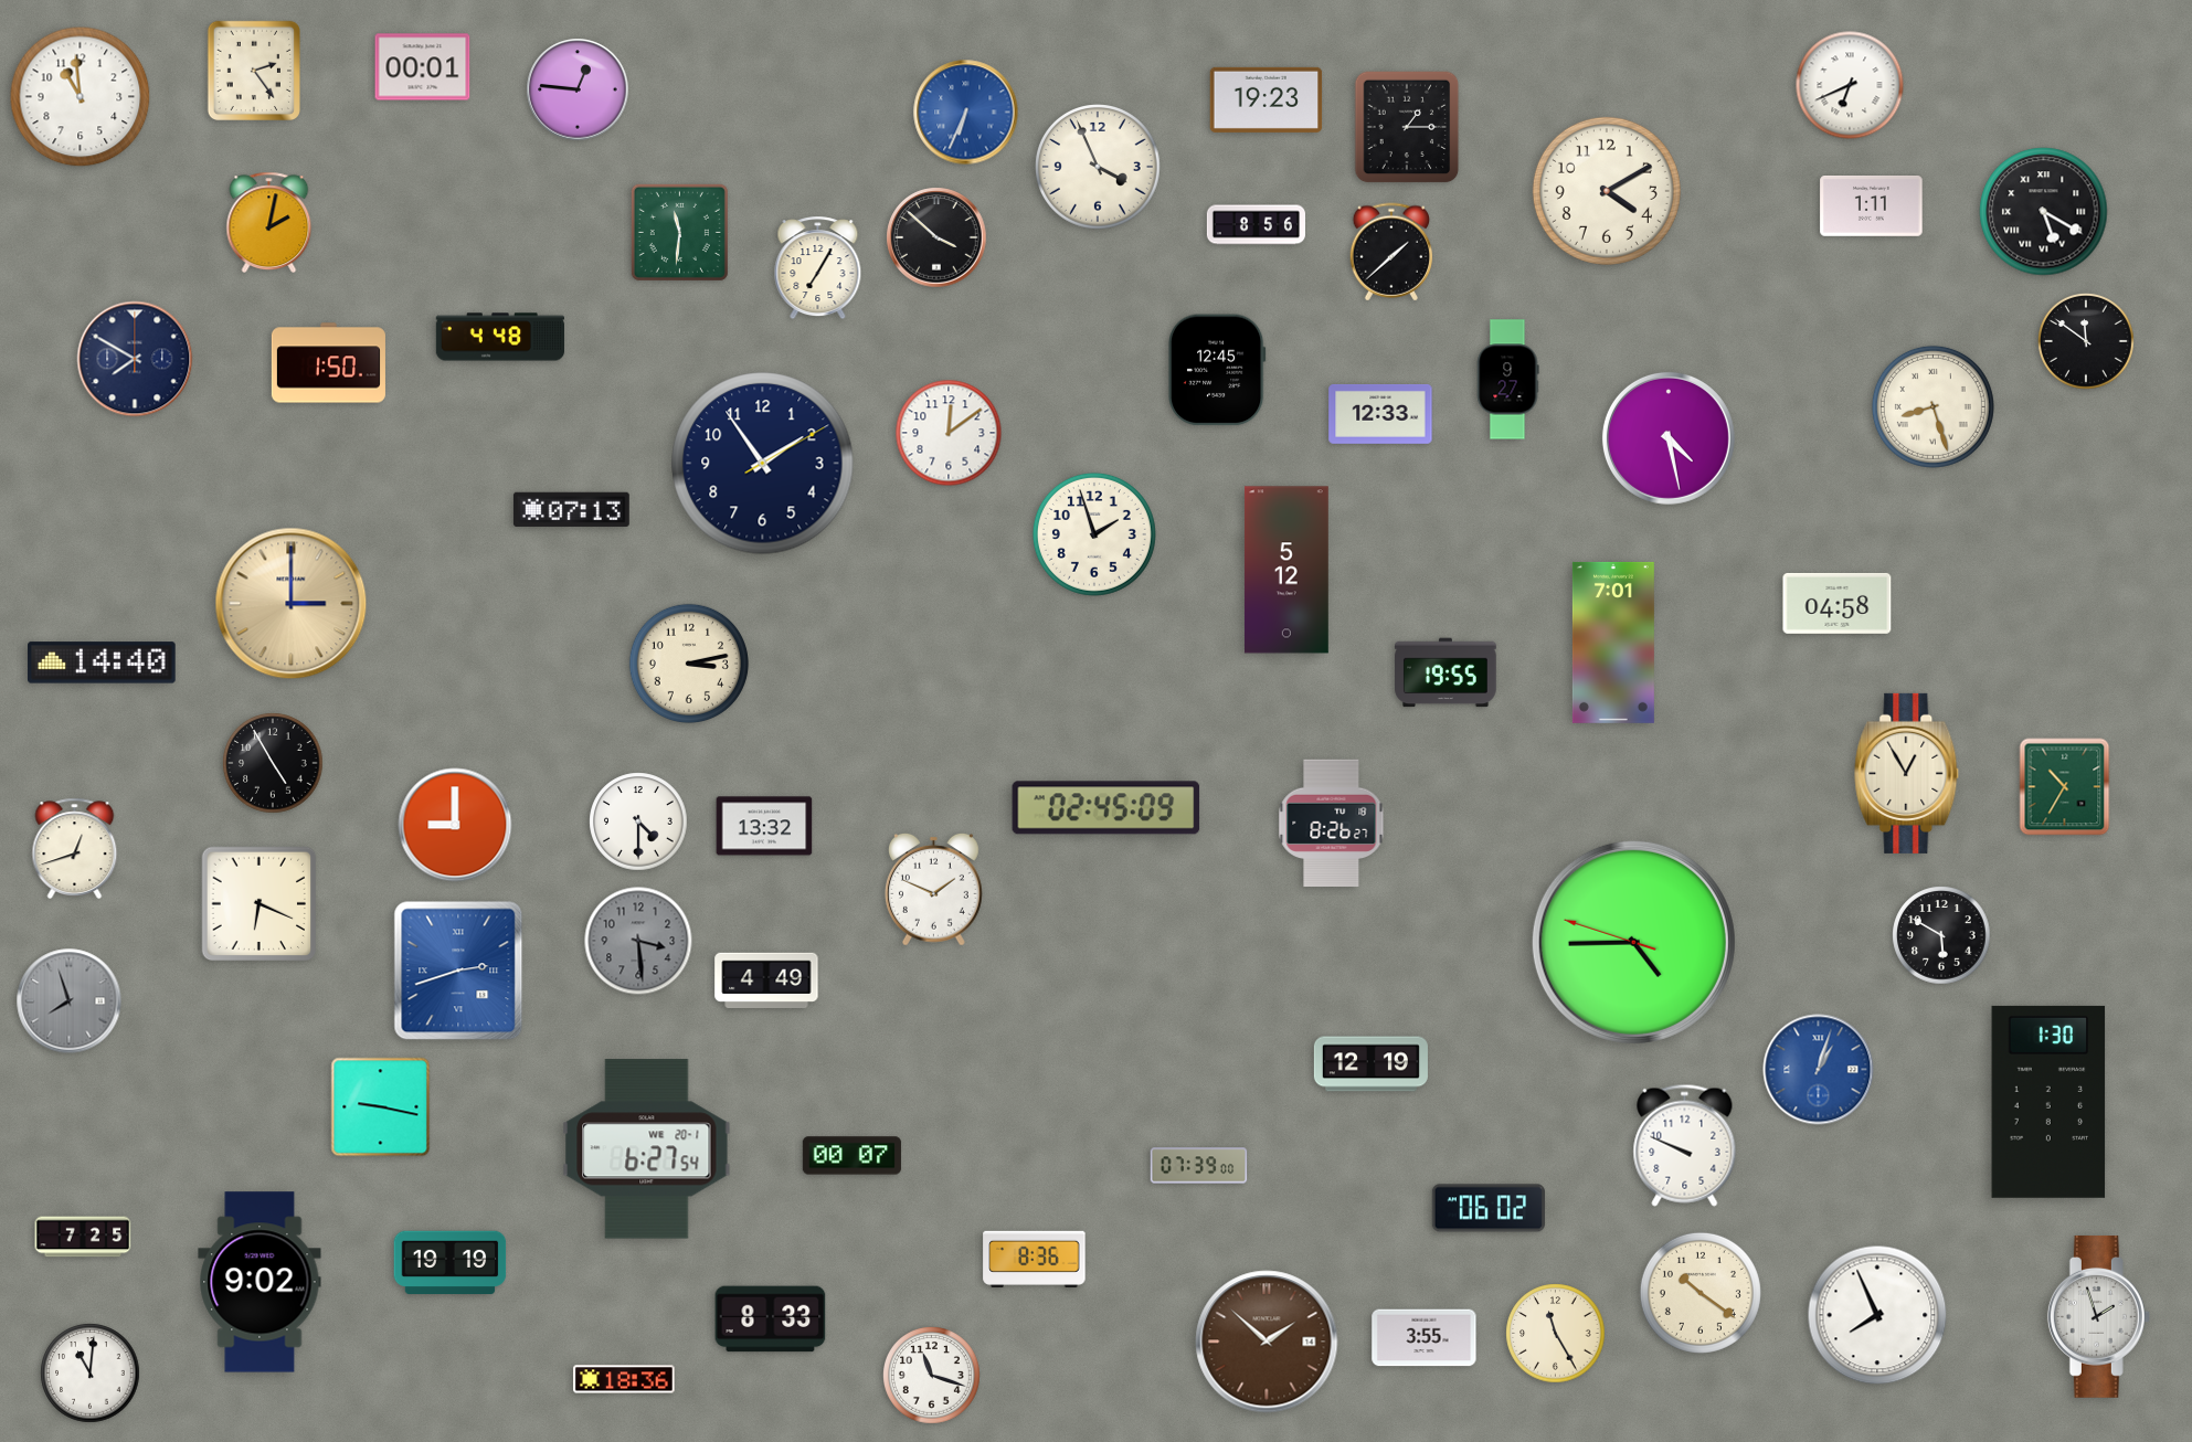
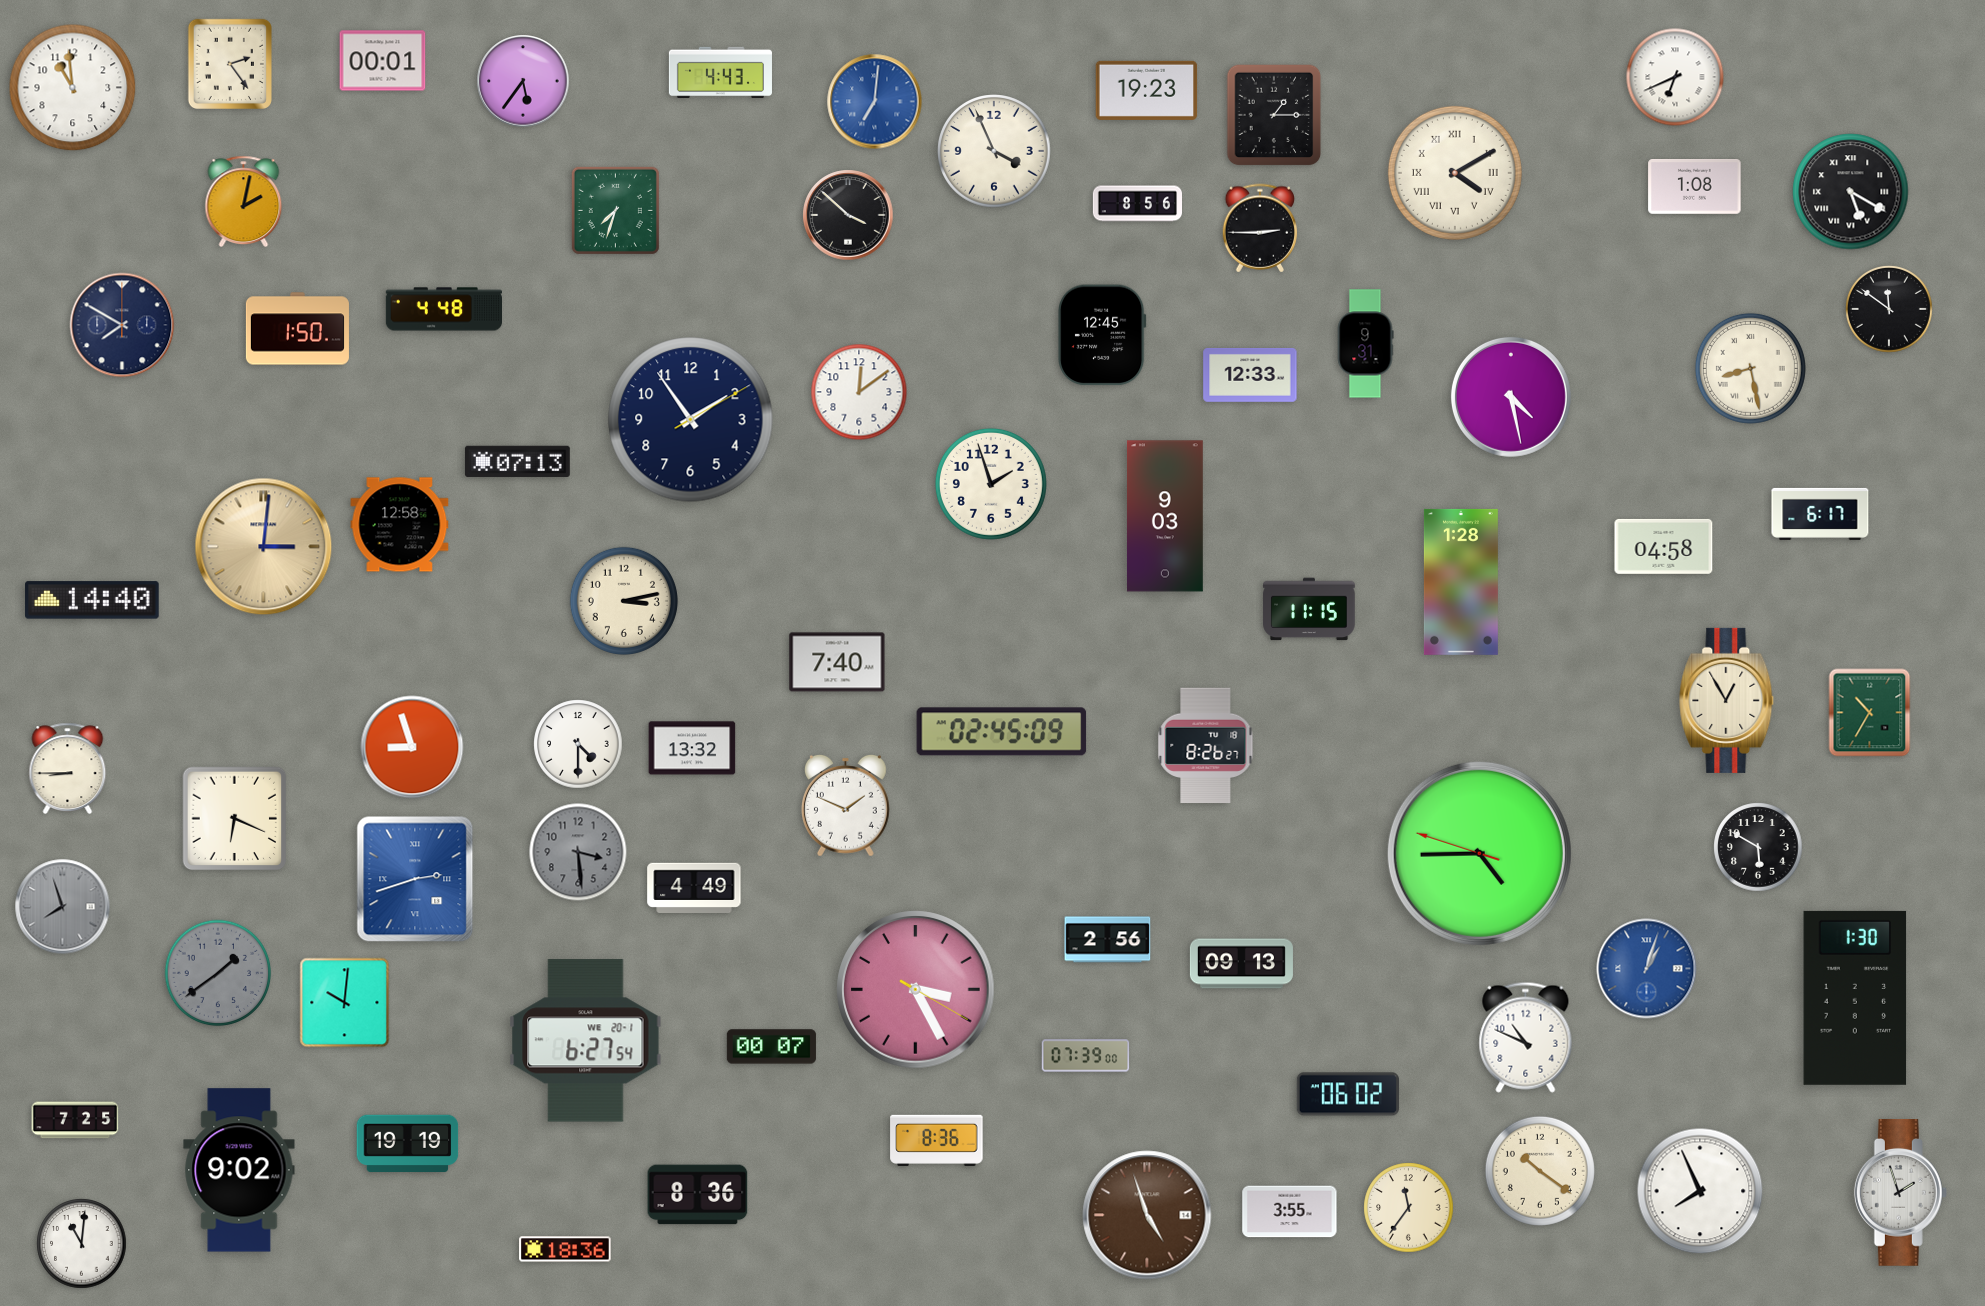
clock at (720, 73): none -> 4:43
clock at (578, 89): 12:46 -> 5:36
clock at (966, 113): 6:34 -> 7:01
clock at (1607, 191) numerals: Arabic -> Roman
clock at (1872, 206): 1:11 -> 1:08
clock at (679, 232): 11:31 -> 7:33
clock at (1391, 252): 1:38 -> 2:45
clock at (818, 268): 7:05 -> none
clock at (499, 337) position: (499, 337) -> (443, 309)
clock at (1507, 380): 9:27 -> 9:31
clock at (1932, 406): 8:27 -> 8:28
clock at (1820, 514): none -> 6:17
clock at (1286, 570): 5:12 -> 9:03
clock at (400, 525): none -> 12:58
clock at (292, 604): 3:00 -> 3:01
clock at (1613, 643): 7:01 -> 1:28
clock at (1446, 672): 19:55 -> 11:15
clock at (837, 662): none -> 7:40
clock at (273, 763): 4:55 -> none
clock at (455, 825): 9:00 -> 8:57
clock at (75, 848): 12:42 -> 8:45
clock at (1108, 940): none -> 2:56
clock at (1370, 1064): 12:19 -> 09:13
clock at (218, 973): none -> 1:39
clock at (916, 990): none -> 3:25
clock at (381, 1107): 9:17 -> 10:01
clock at (1685, 1145): 9:49 -> 10:49
clock at (260, 1282) position: (260, 1282) -> (239, 1170)
clock at (771, 1319): 8:33 -> 8:36
clock at (1556, 1334): 11:25 -> 11:36
clock at (1267, 1342): 1:52 -> 4:57
clock at (932, 1376): 11:18 -> none
